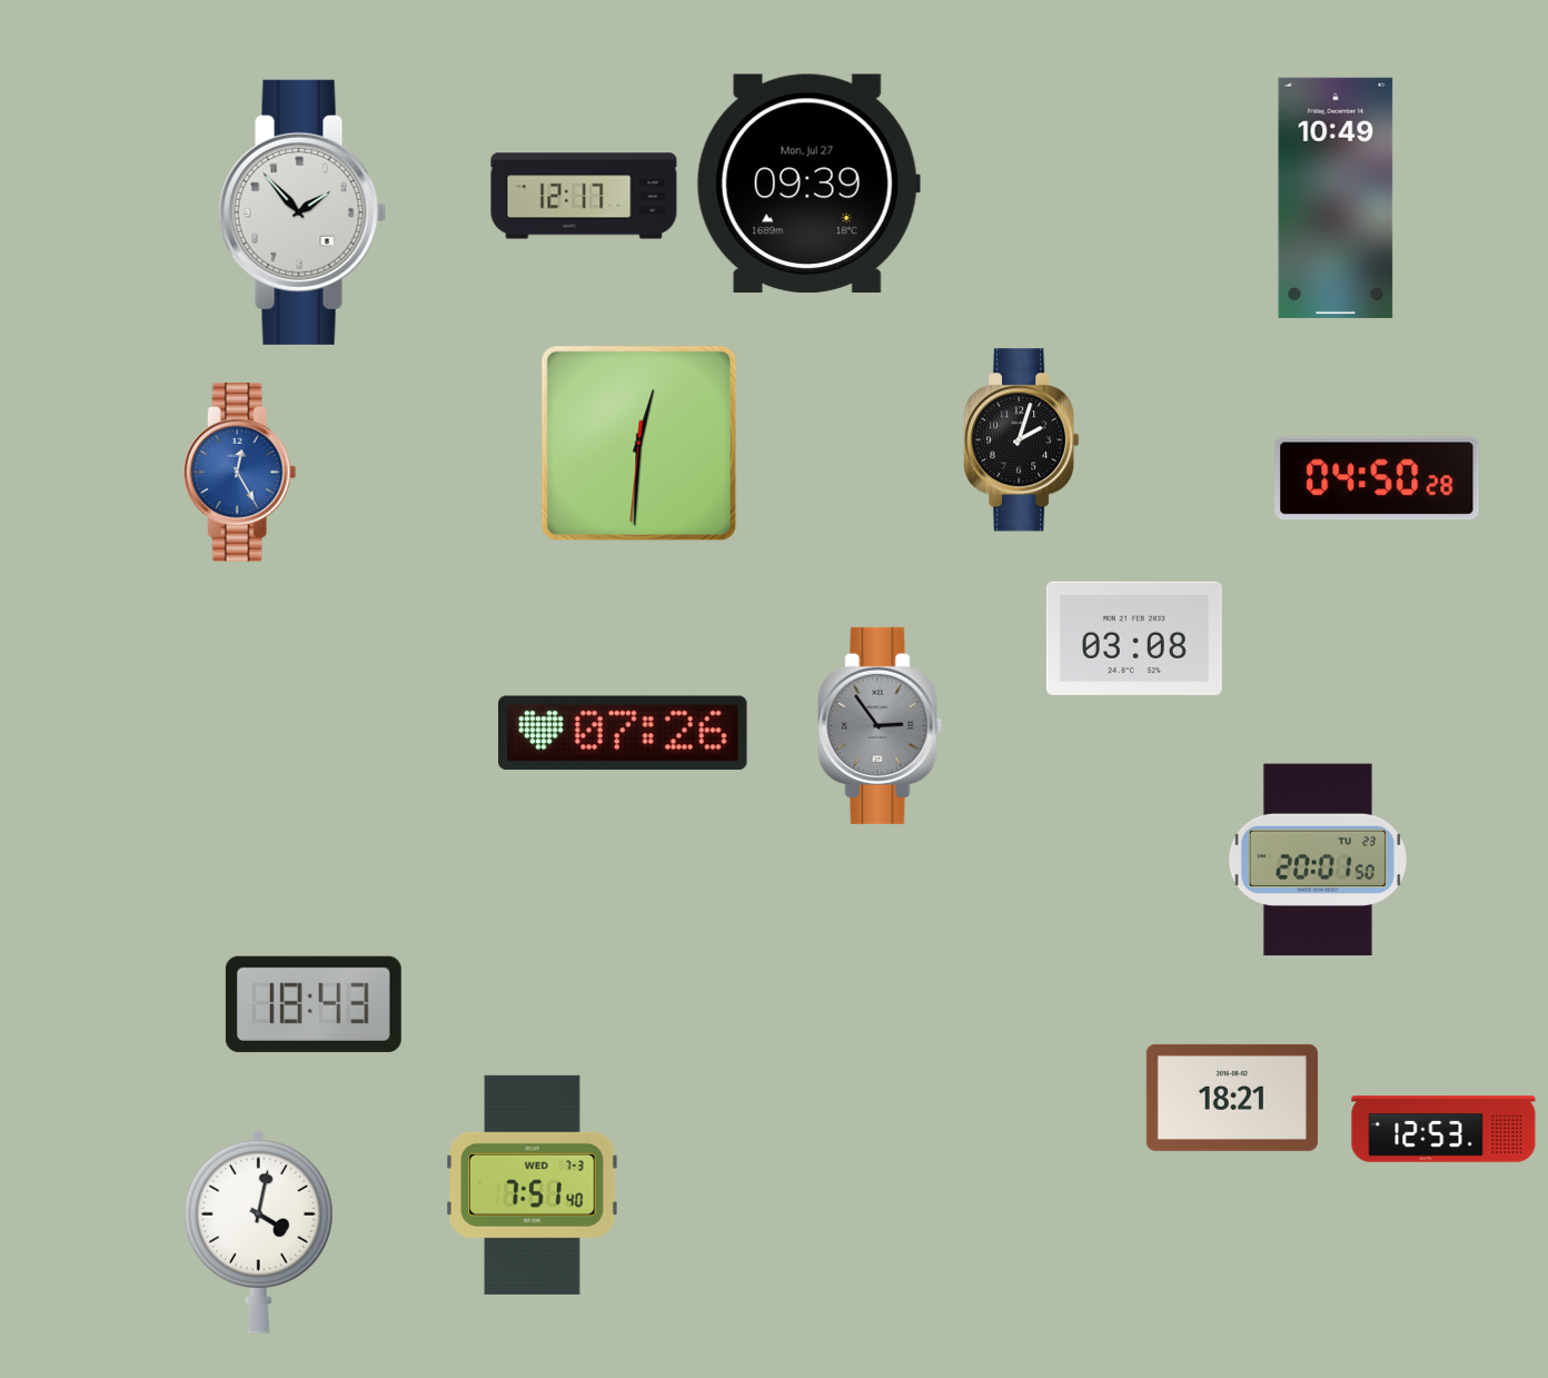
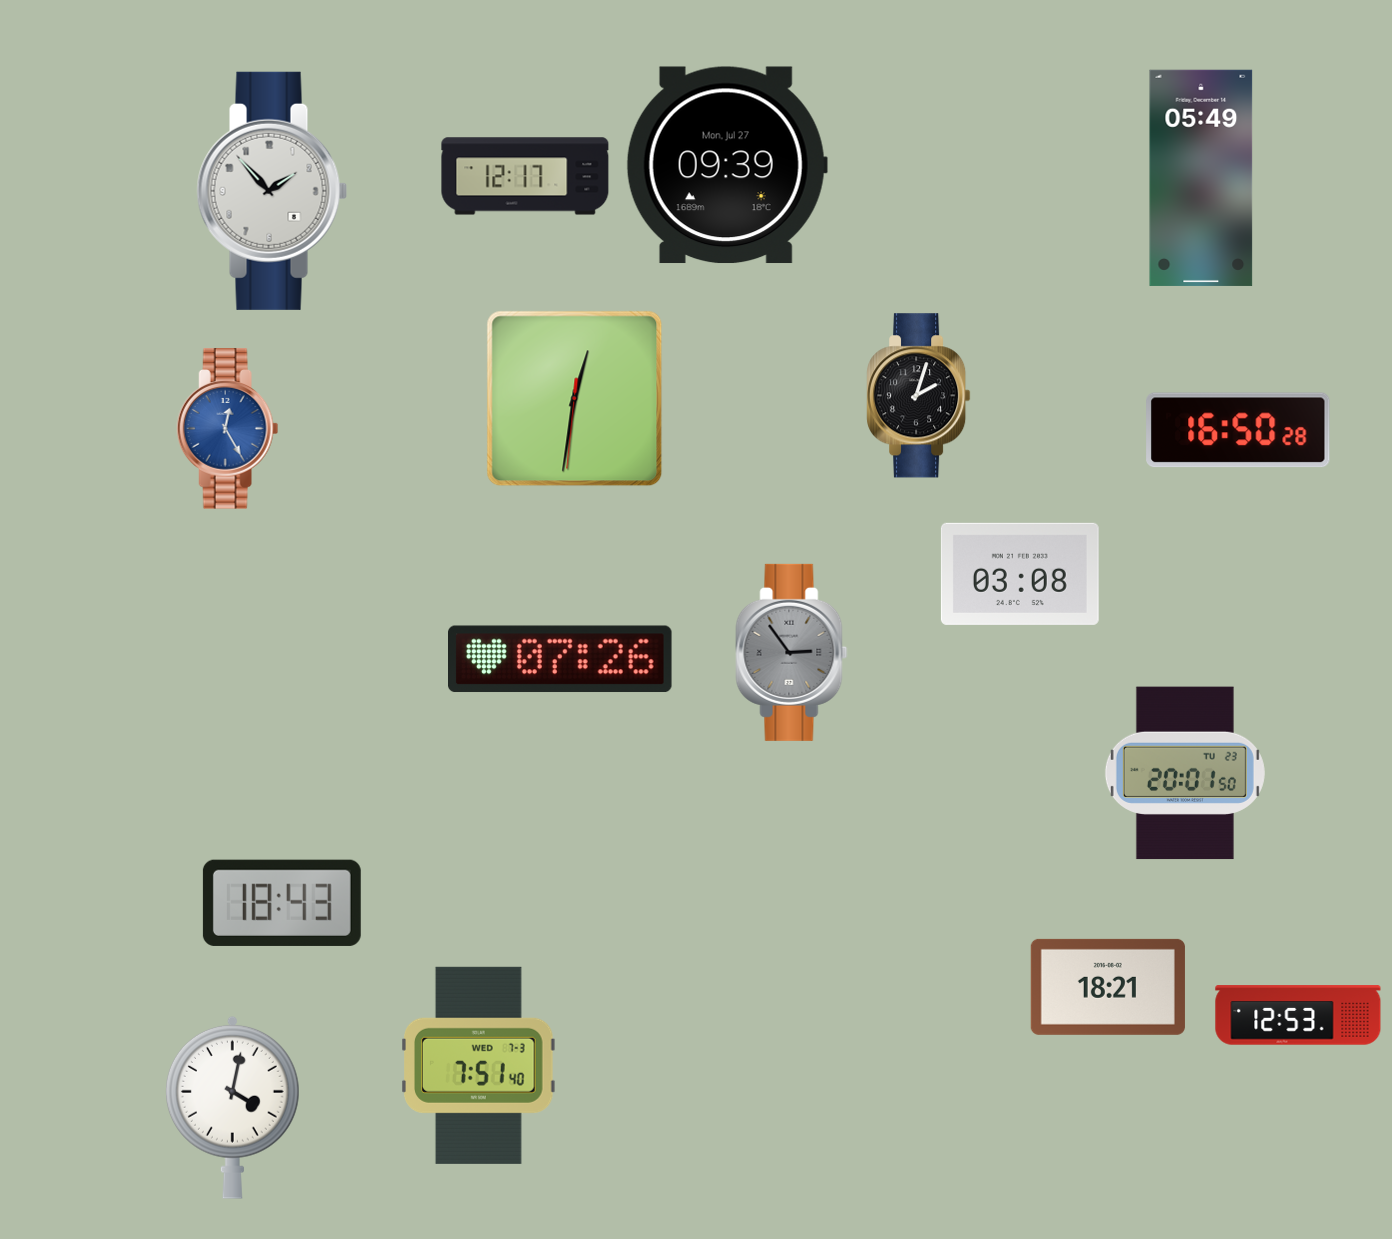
clock at (1336, 198): 10:49 -> 05:49
clock at (639, 444): 12:30 -> 12:31
clock at (240, 473) position: (240, 473) -> (228, 429)
clock at (1377, 478): 04:50 -> 16:50
